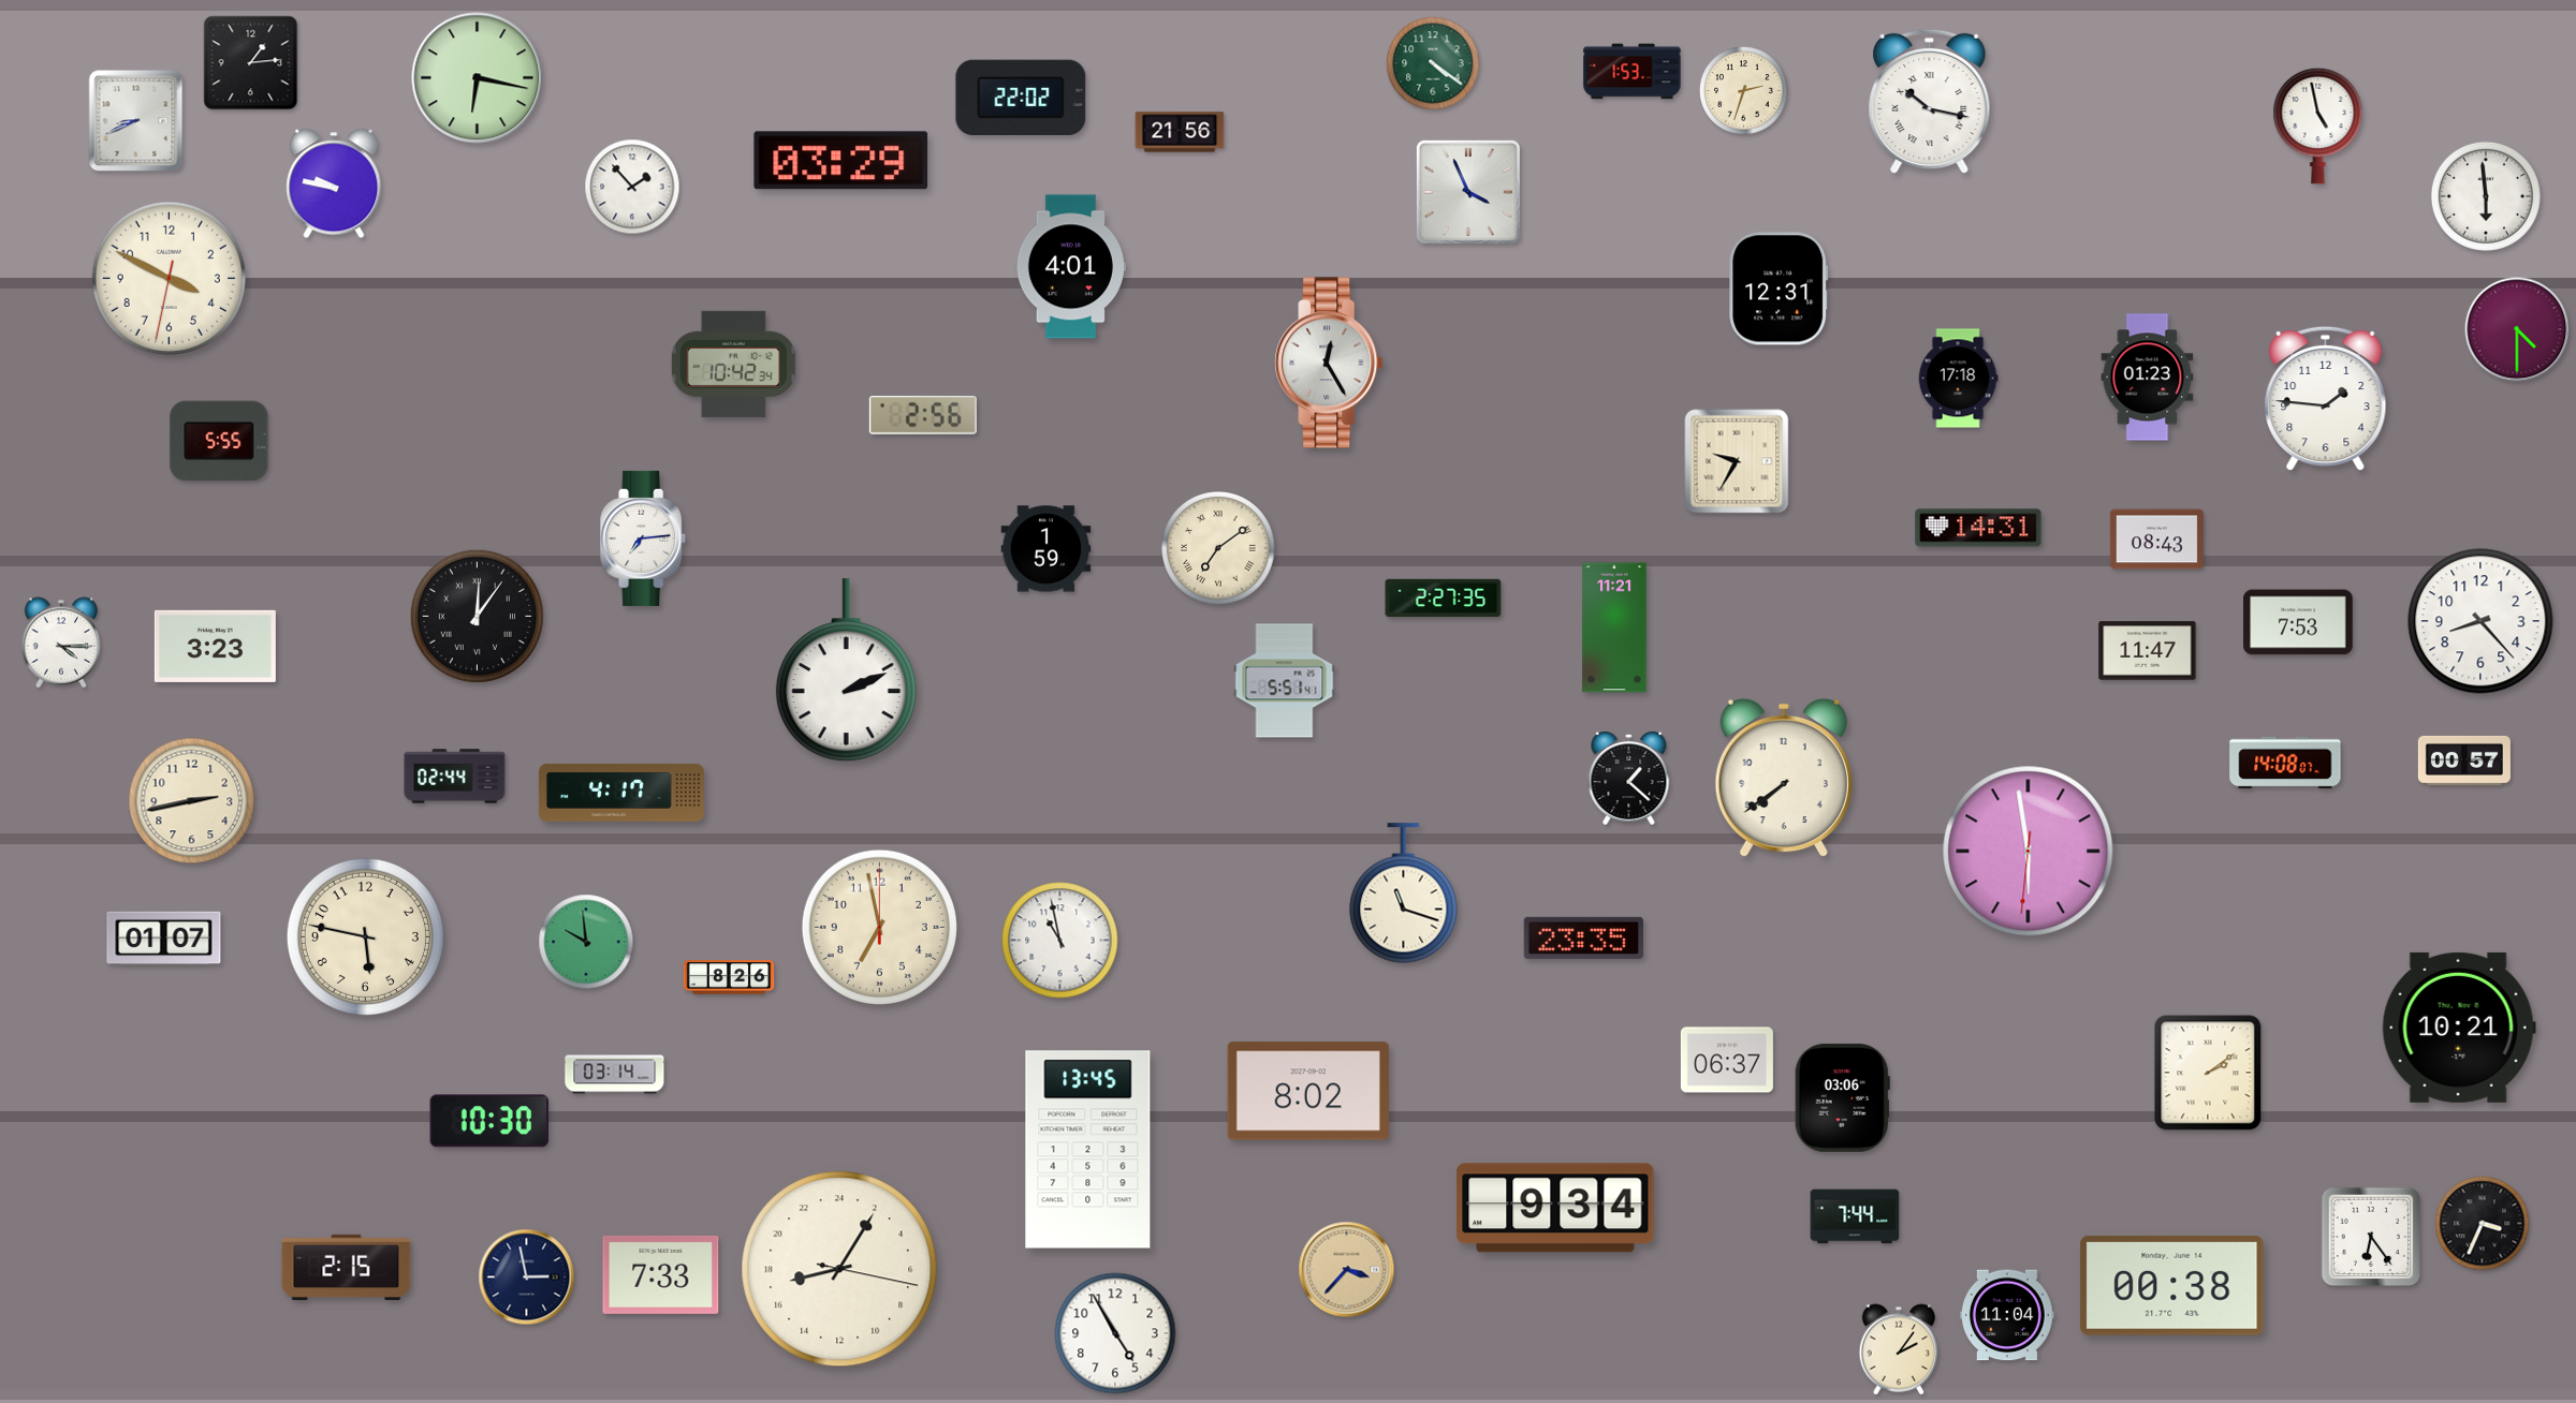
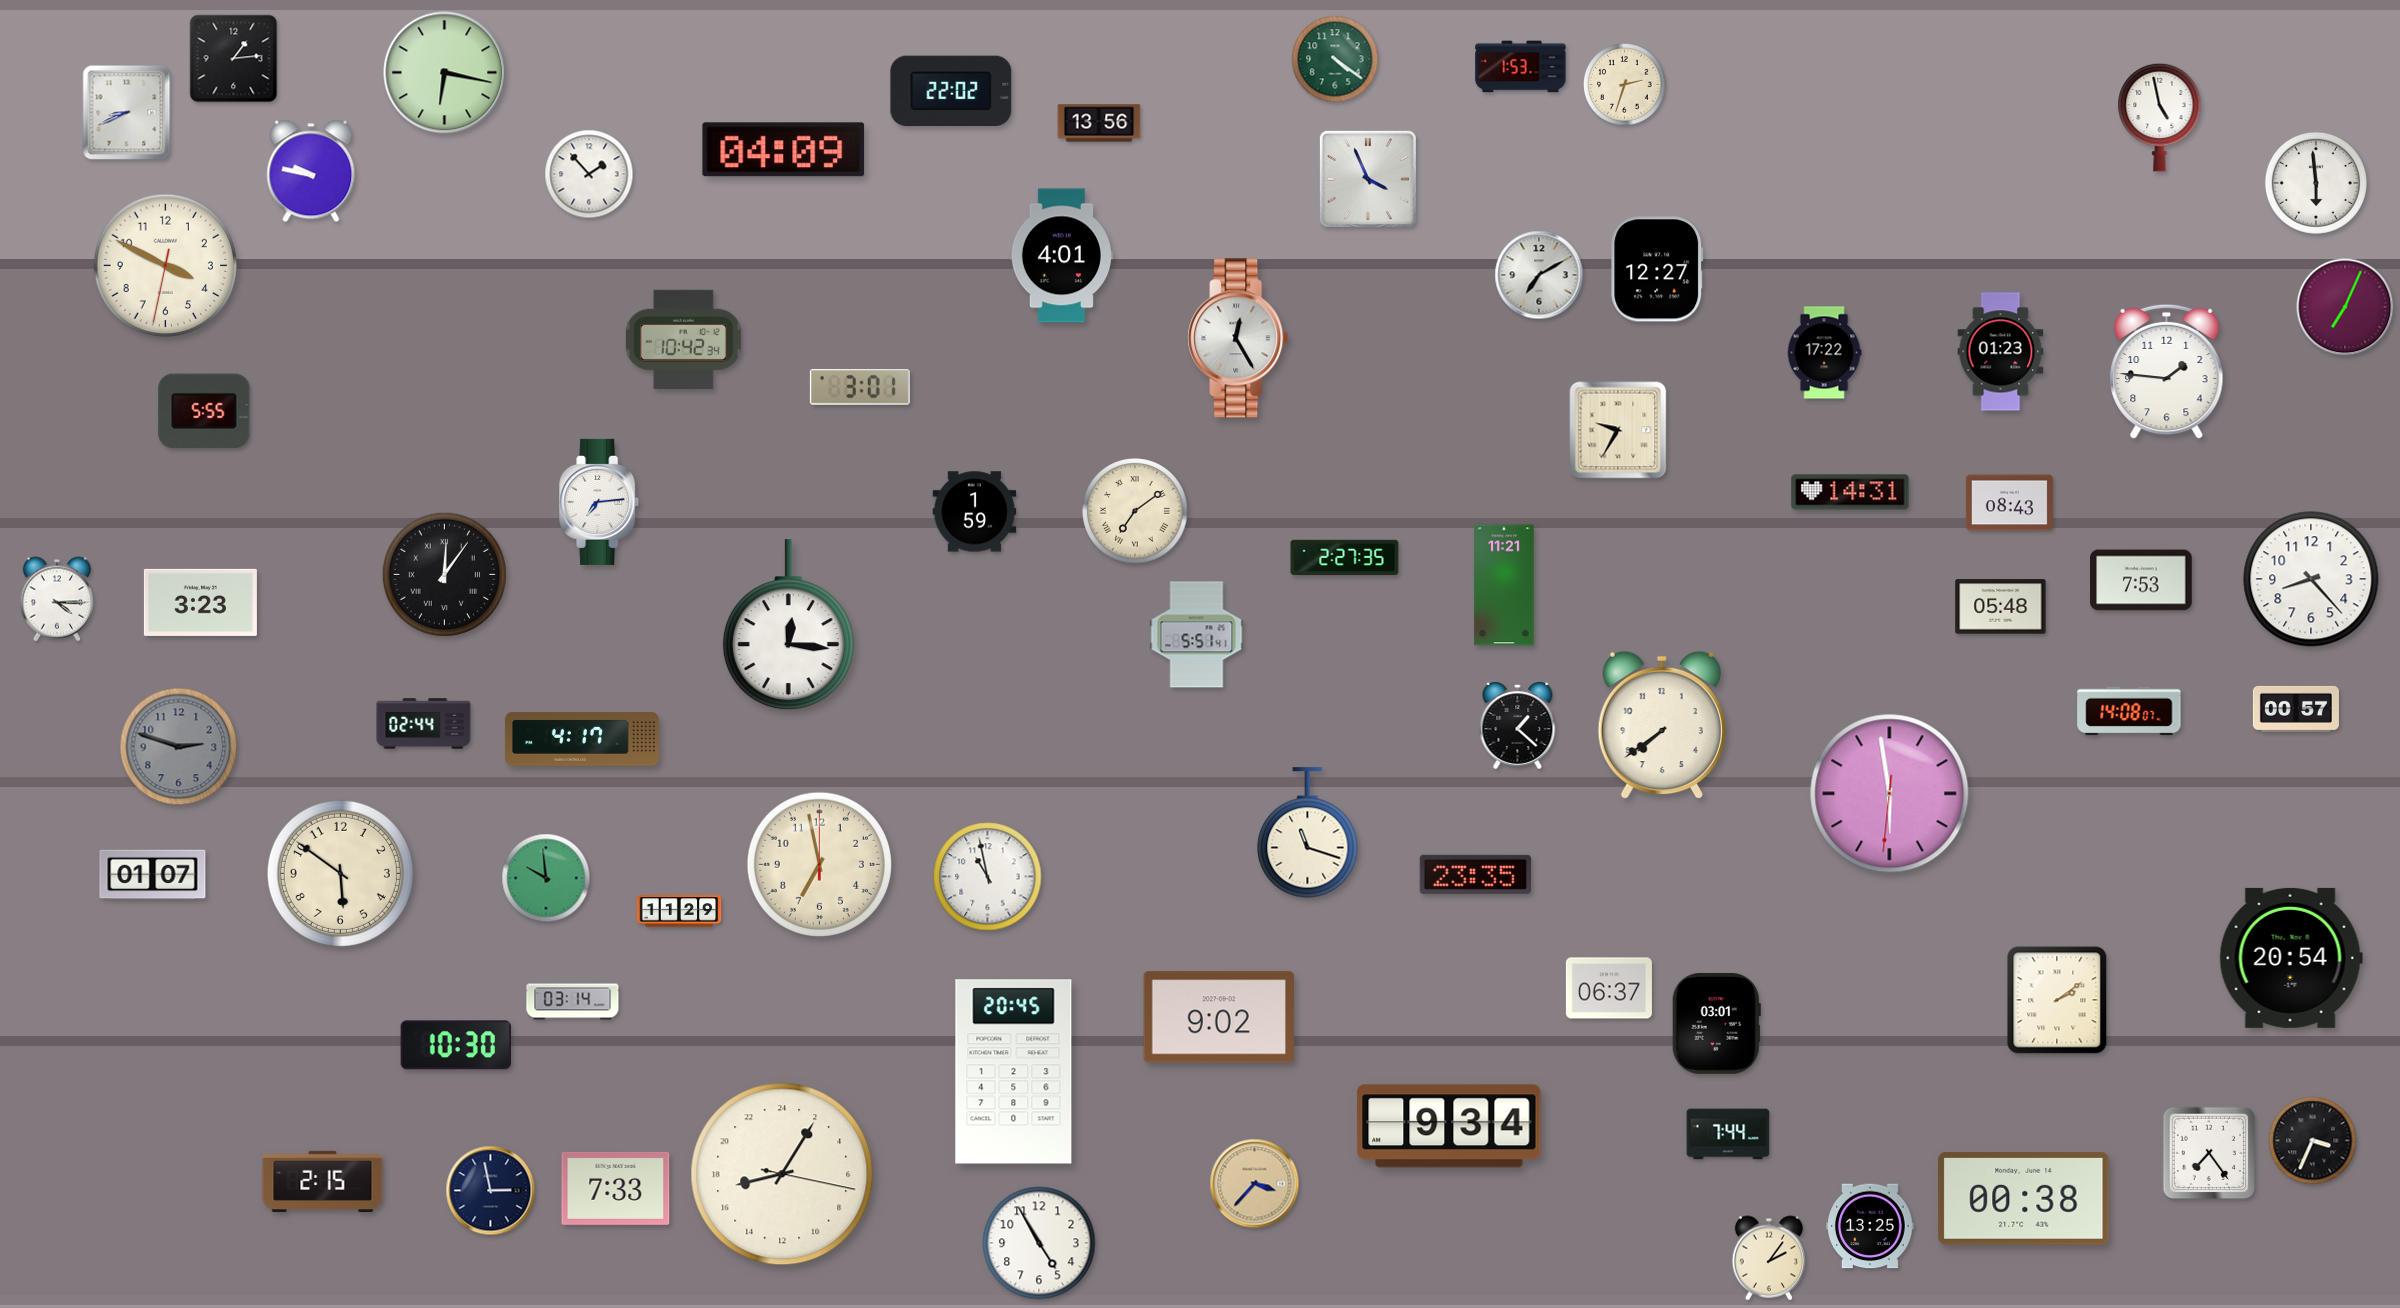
clock at (1930, 102): 10:17 -> none
clock at (1180, 132): 21:56 -> 13:56
clock at (841, 161): 03:29 -> 04:09
clock at (1070, 267) position: (1070, 267) -> (1061, 256)
clock at (170, 279) position: (170, 279) -> (166, 266)
clock at (1779, 289): 12:31 -> 12:27
clock at (1539, 275): none -> 7:10
clock at (2517, 329): 4:30 -> 7:04
clock at (1958, 379): 17:18 -> 17:22
clock at (923, 415): 2:56 -> 3:01
clock at (1978, 528) position: (1978, 528) -> (1850, 492)
clock at (2148, 651): 11:47 -> 05:48
clock at (846, 670): 2:11 -> 12:16
clock at (621, 793) position: (621, 793) -> (582, 739)
clock at (192, 801): 2:43 -> 2:48
clock at (192, 801) dial: cream -> grey
clock at (365, 936): 5:47 -> 5:51
clock at (729, 977): 8:26 -> 11:29
clock at (2459, 1028): 10:21 -> 20:54
clock at (1307, 1091): 8:02 -> 9:02
clock at (1842, 1097): 03:06 -> 03:01
clock at (1088, 1150): 13:45 -> 20:45
clock at (2371, 1237): 6:24 -> 7:24
clock at (839, 1269) position: (839, 1269) -> (782, 1174)
clock at (2008, 1315): 11:04 -> 13:25
